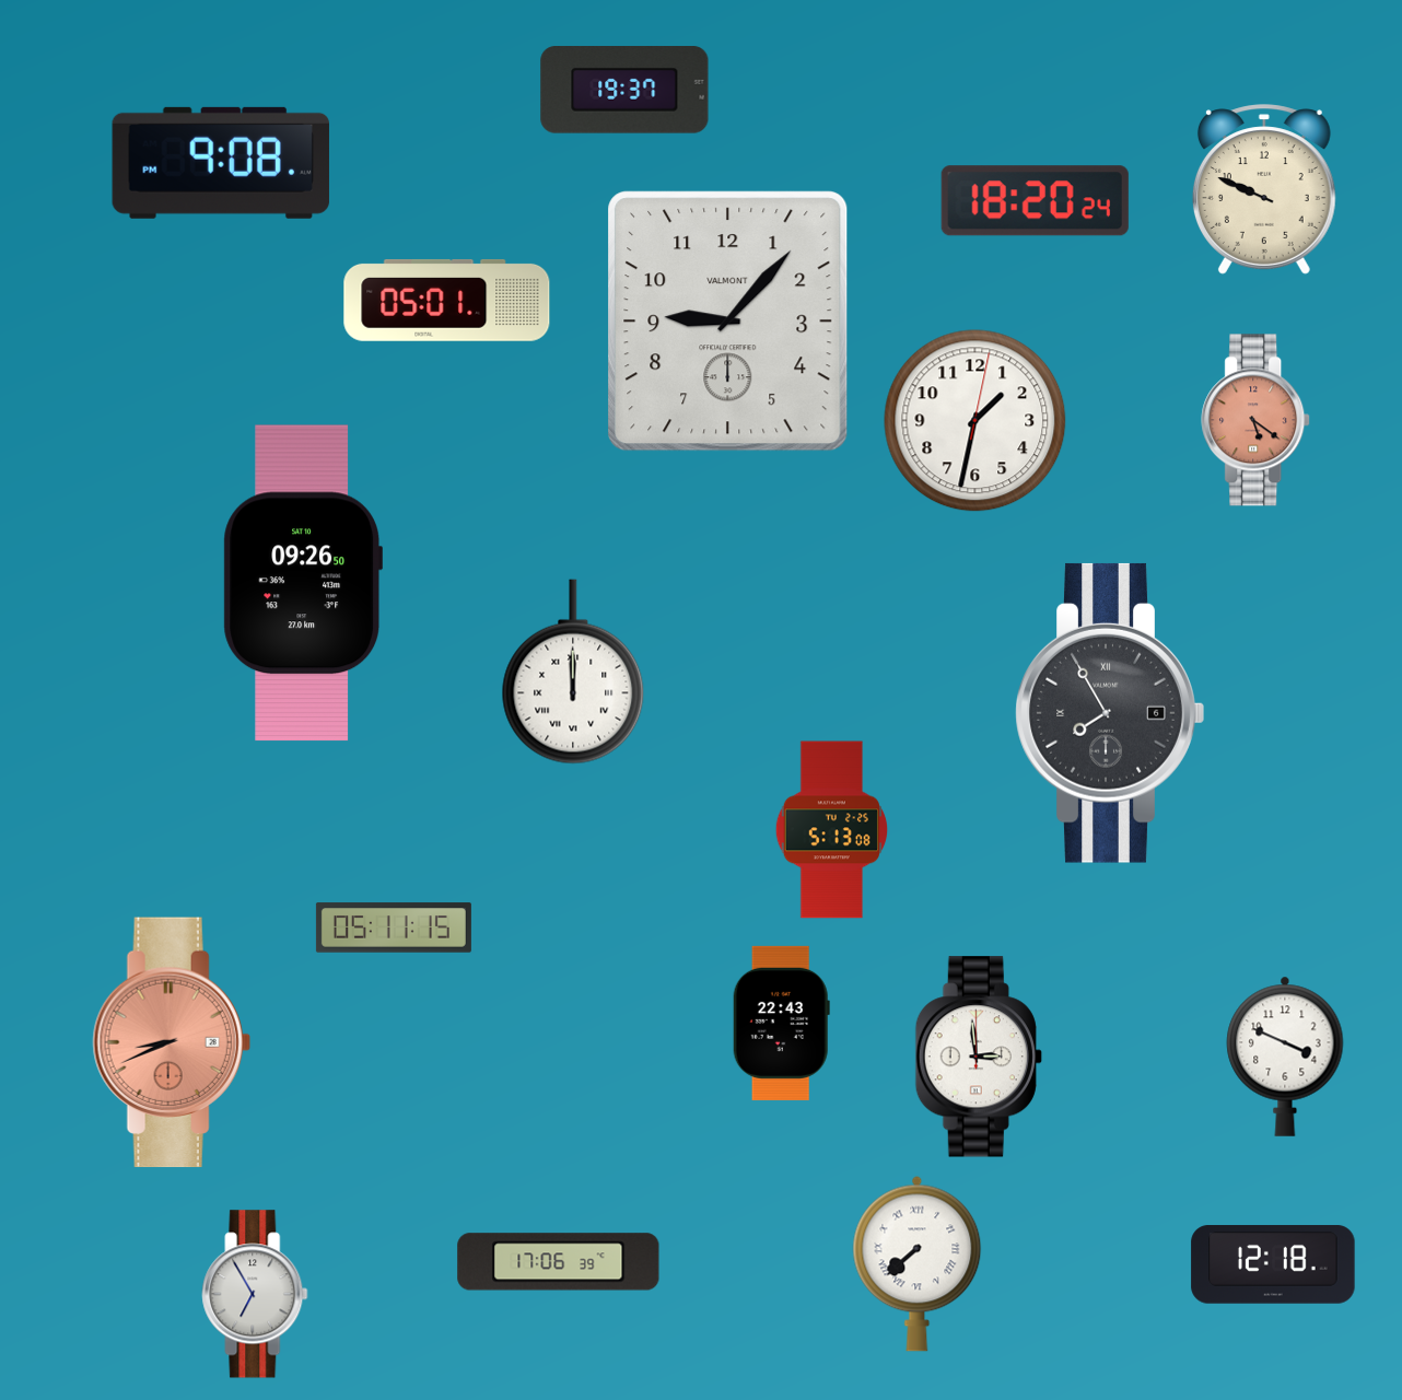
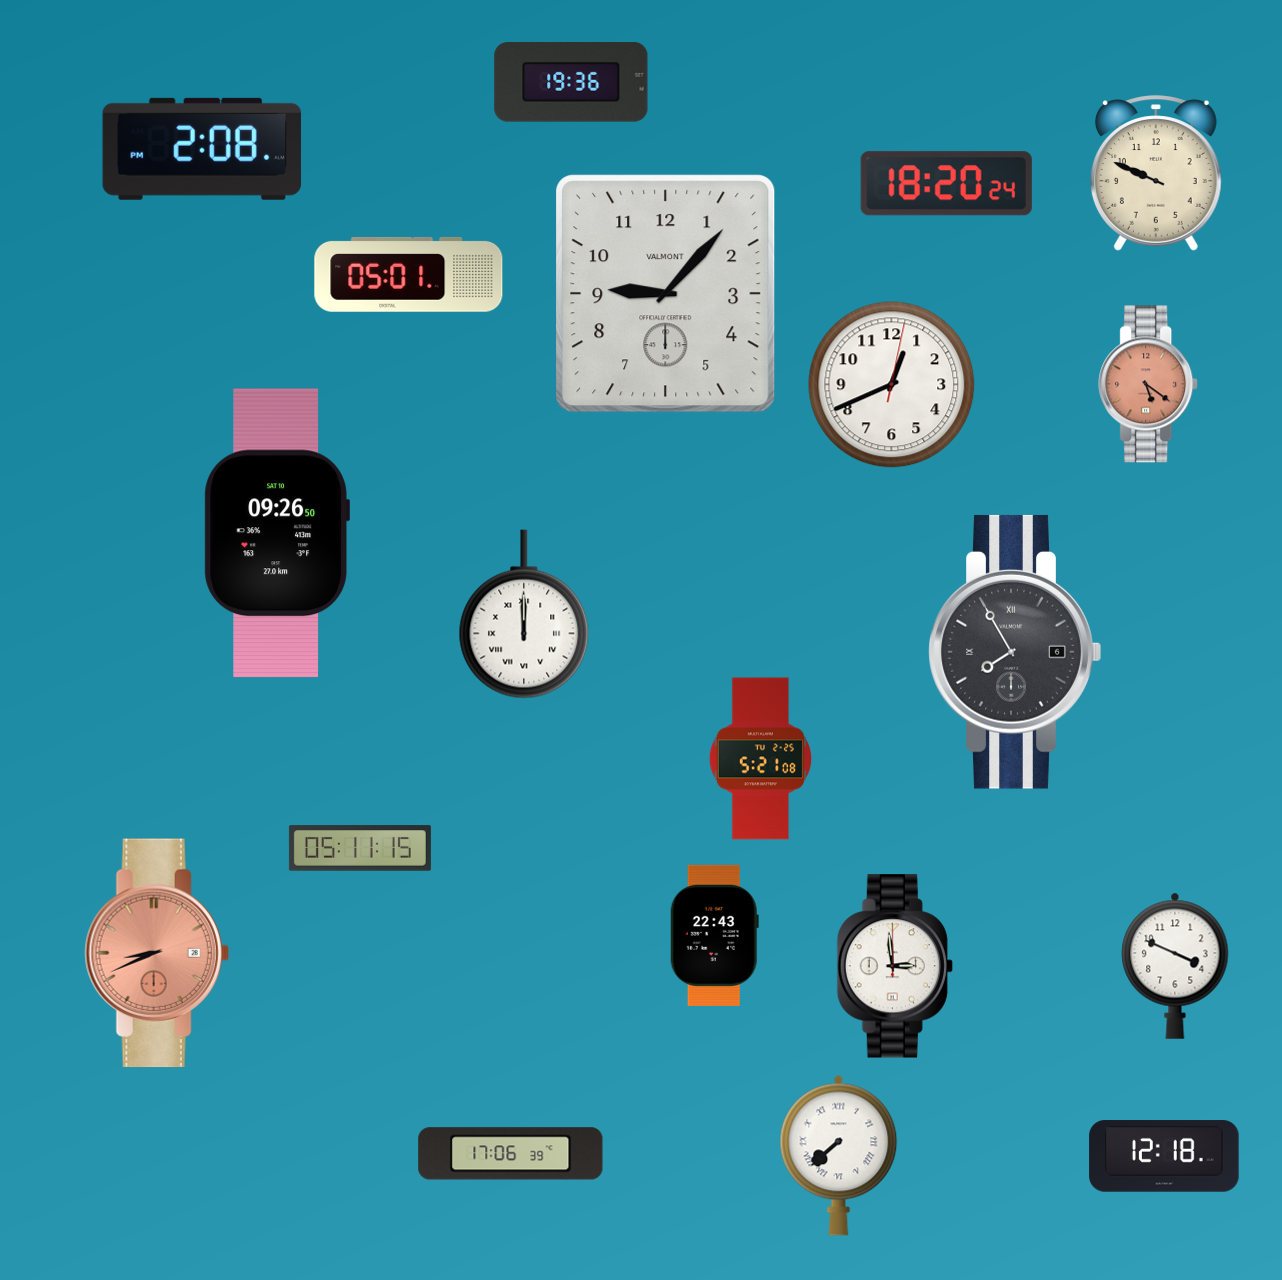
clock at (624, 90): 19:37 -> 19:36
clock at (221, 163): 9:08 -> 2:08
clock at (975, 421): 1:32 -> 12:41
clock at (831, 830): 5:13 -> 5:21
clock at (255, 1294): 6:55 -> none
